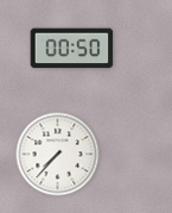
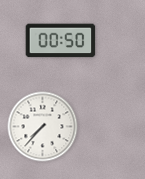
clock at (58, 155) position: (58, 155) -> (43, 127)
